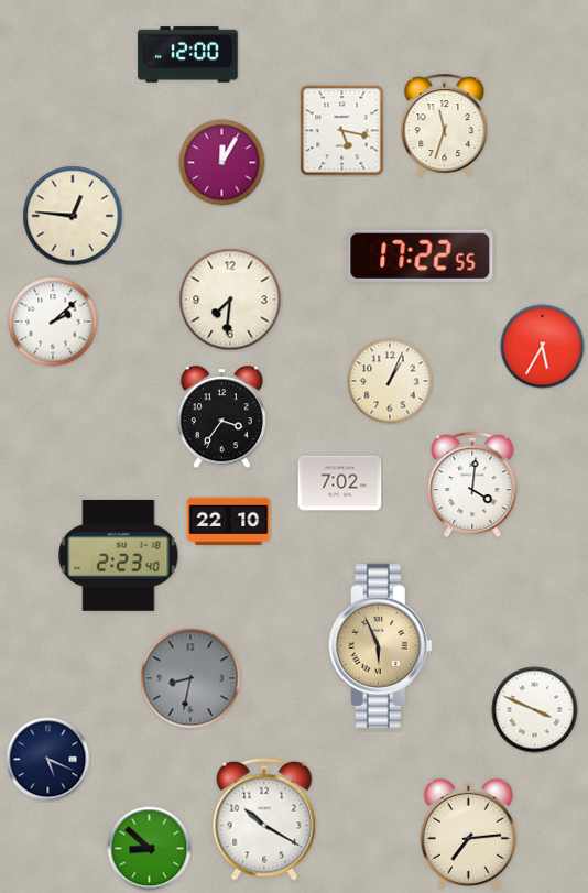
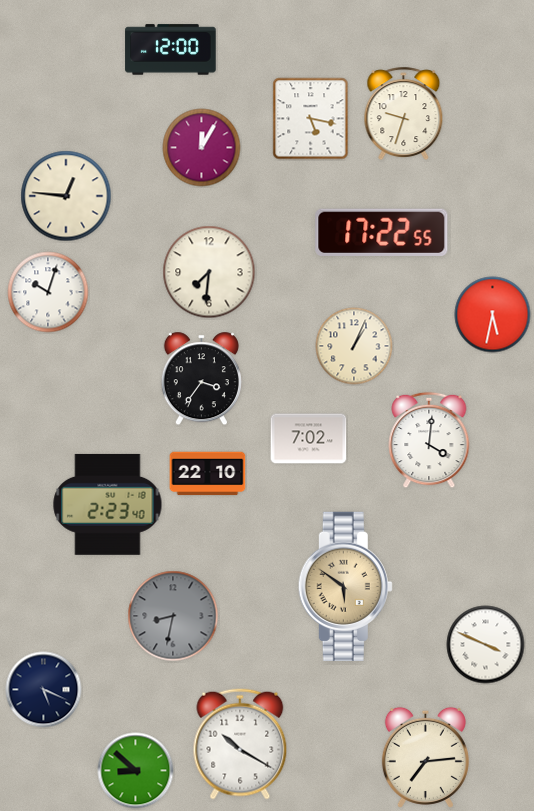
clock at (445, 126): 11:33 -> 9:33
clock at (53, 322): 2:08 -> 10:03
clock at (543, 347): 5:35 -> 5:32
clock at (380, 645): 5:56 -> 5:51
